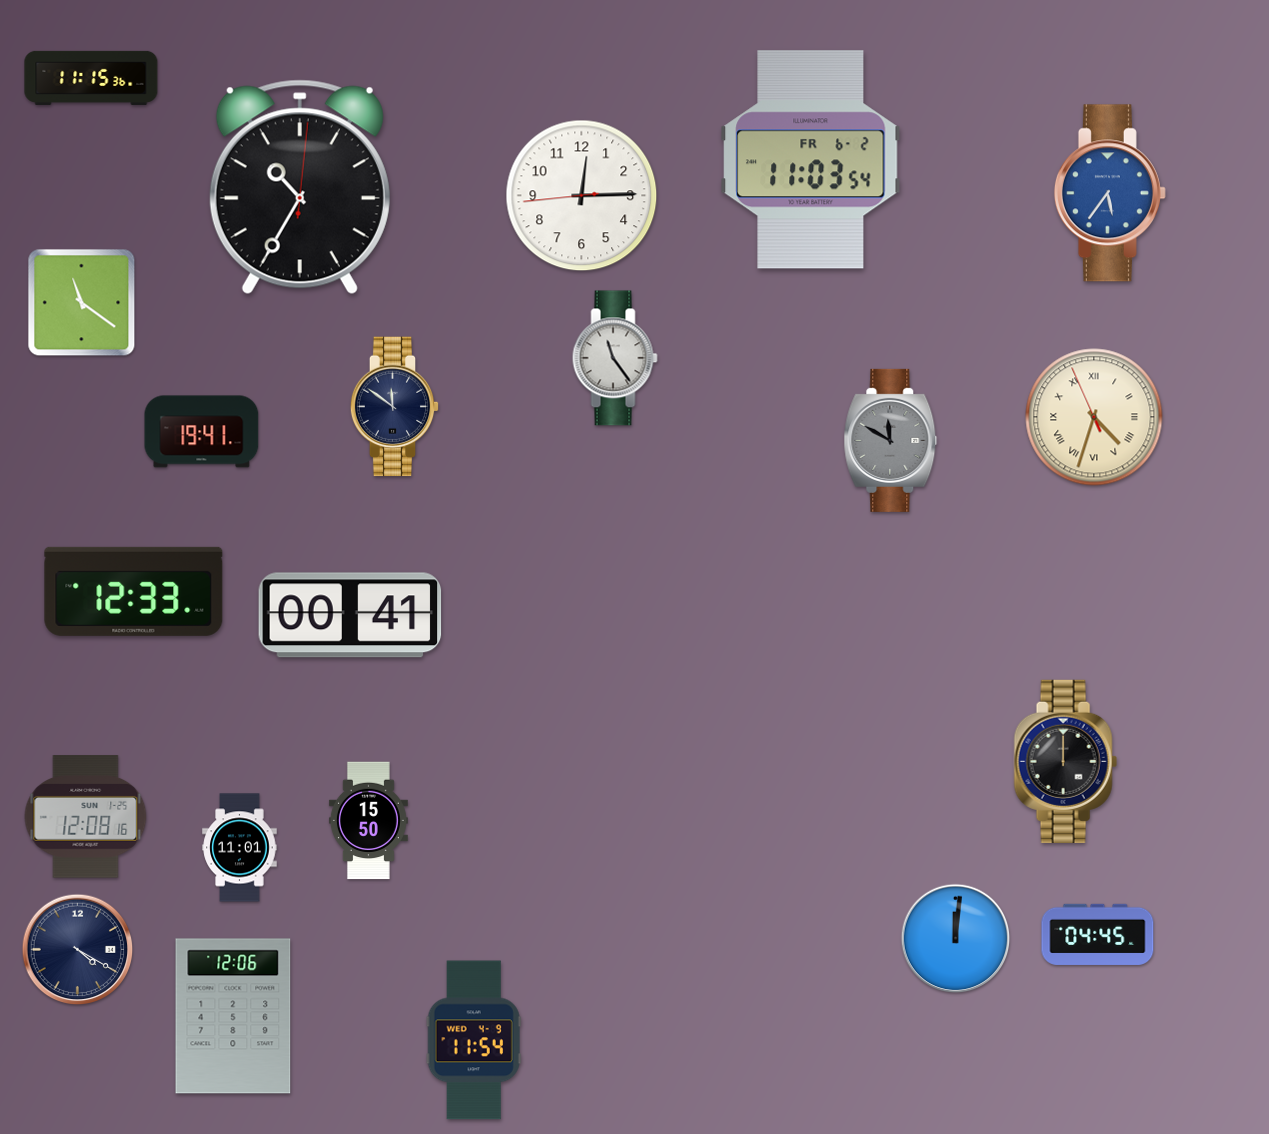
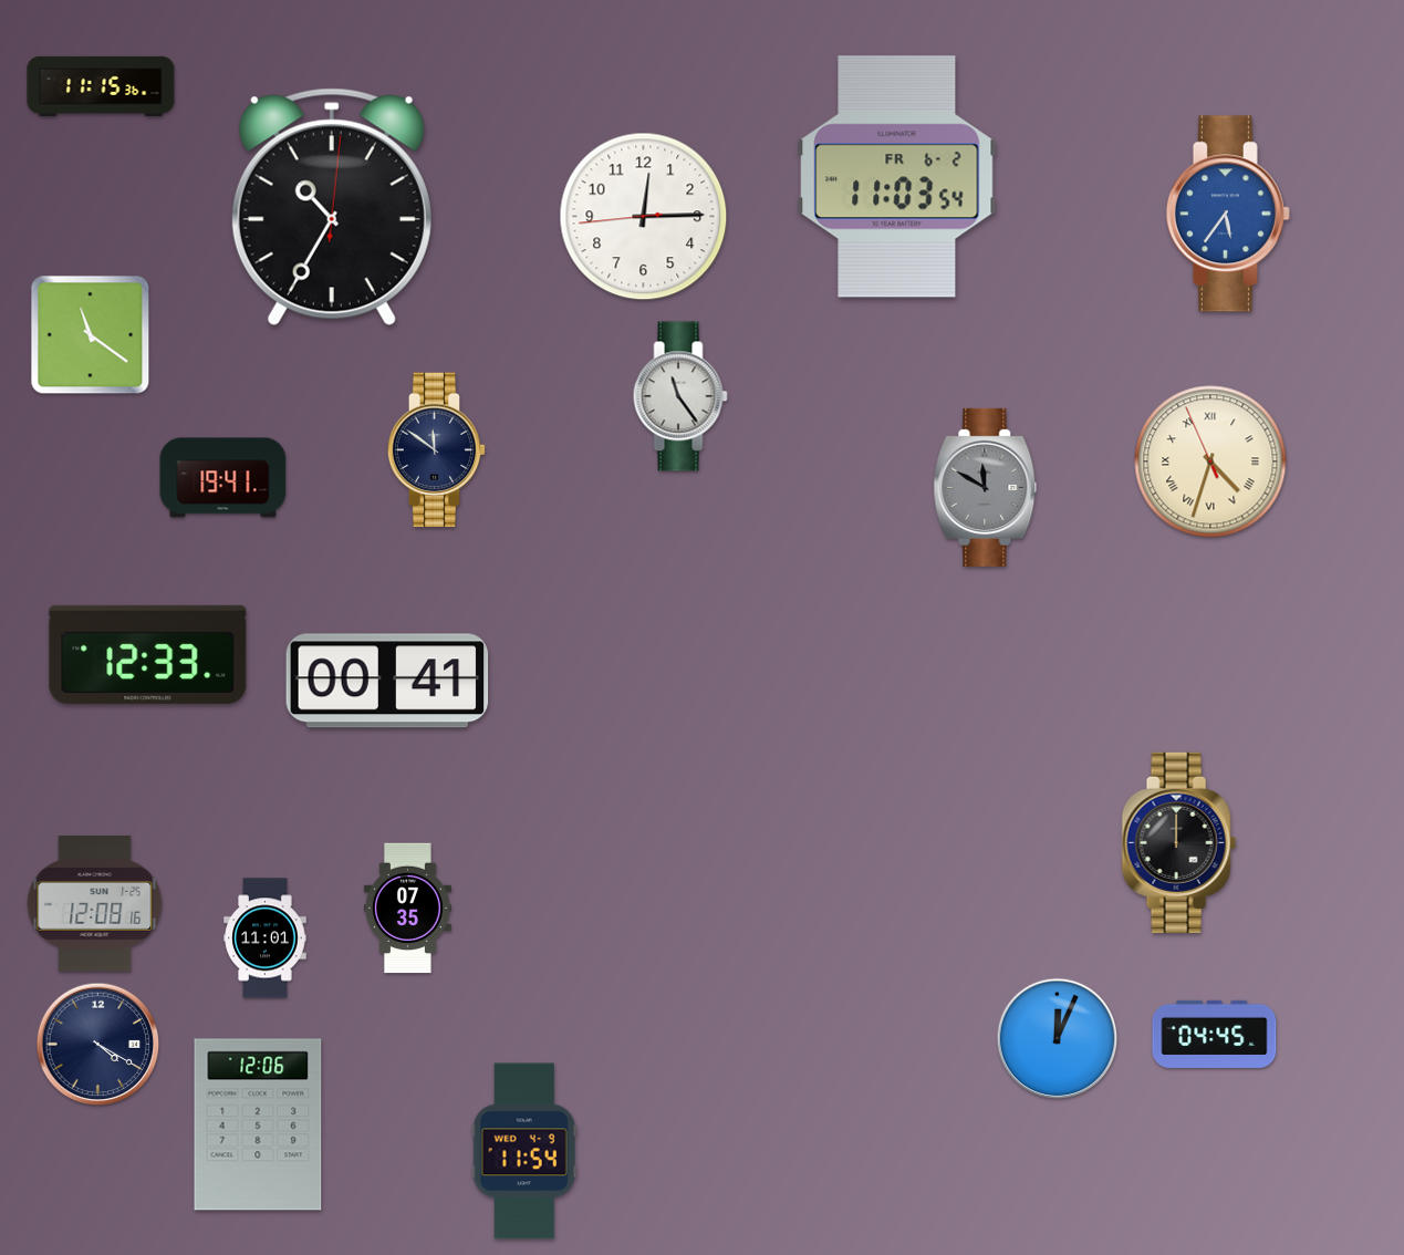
clock at (368, 821): 15:50 -> 07:35
clock at (956, 939): 12:01 -> 12:04
clock at (78, 950) position: (78, 950) -> (98, 1045)
